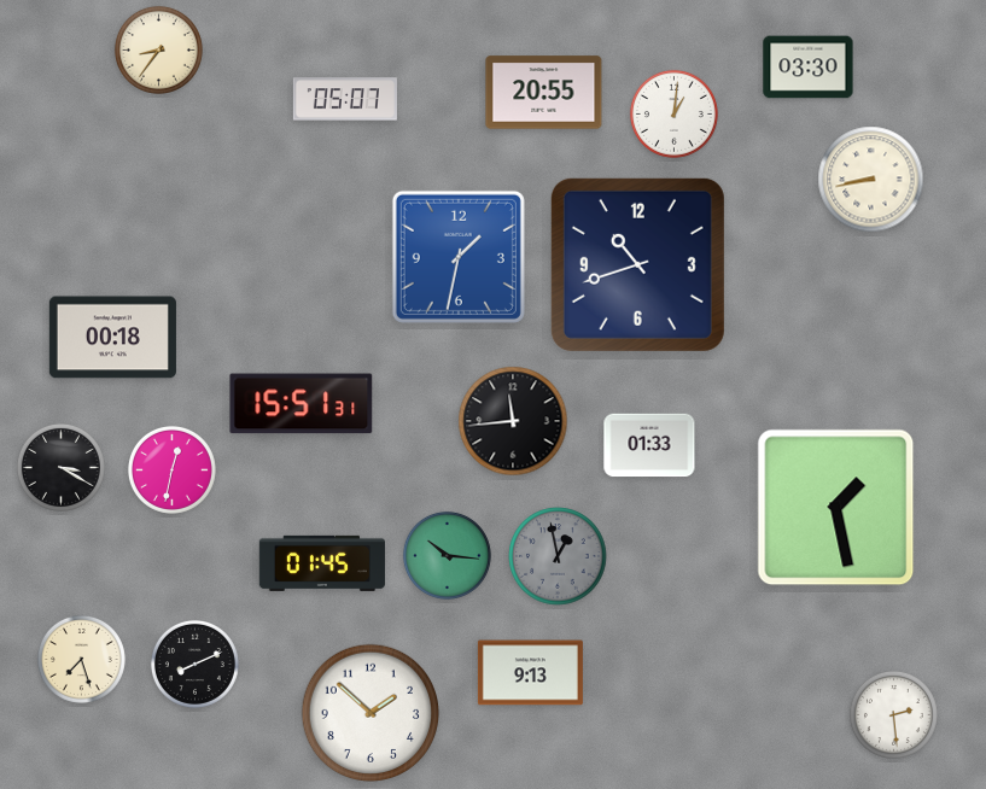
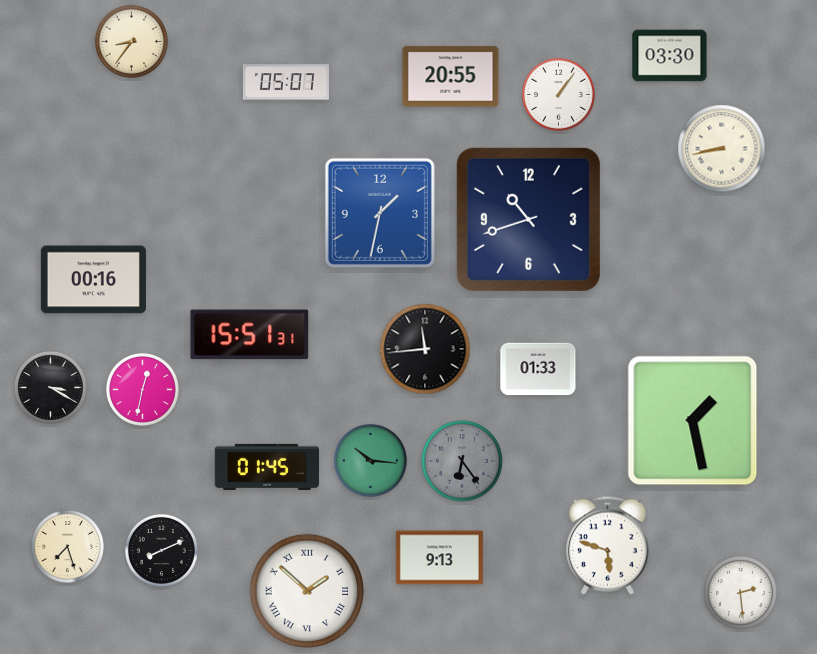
clock at (673, 113): 1:01 -> 1:06
clock at (112, 338): 00:18 -> 00:16
clock at (558, 556): 12:58 -> 6:24
clock at (608, 546): none -> 5:48
clock at (371, 713) numerals: Arabic -> Roman
